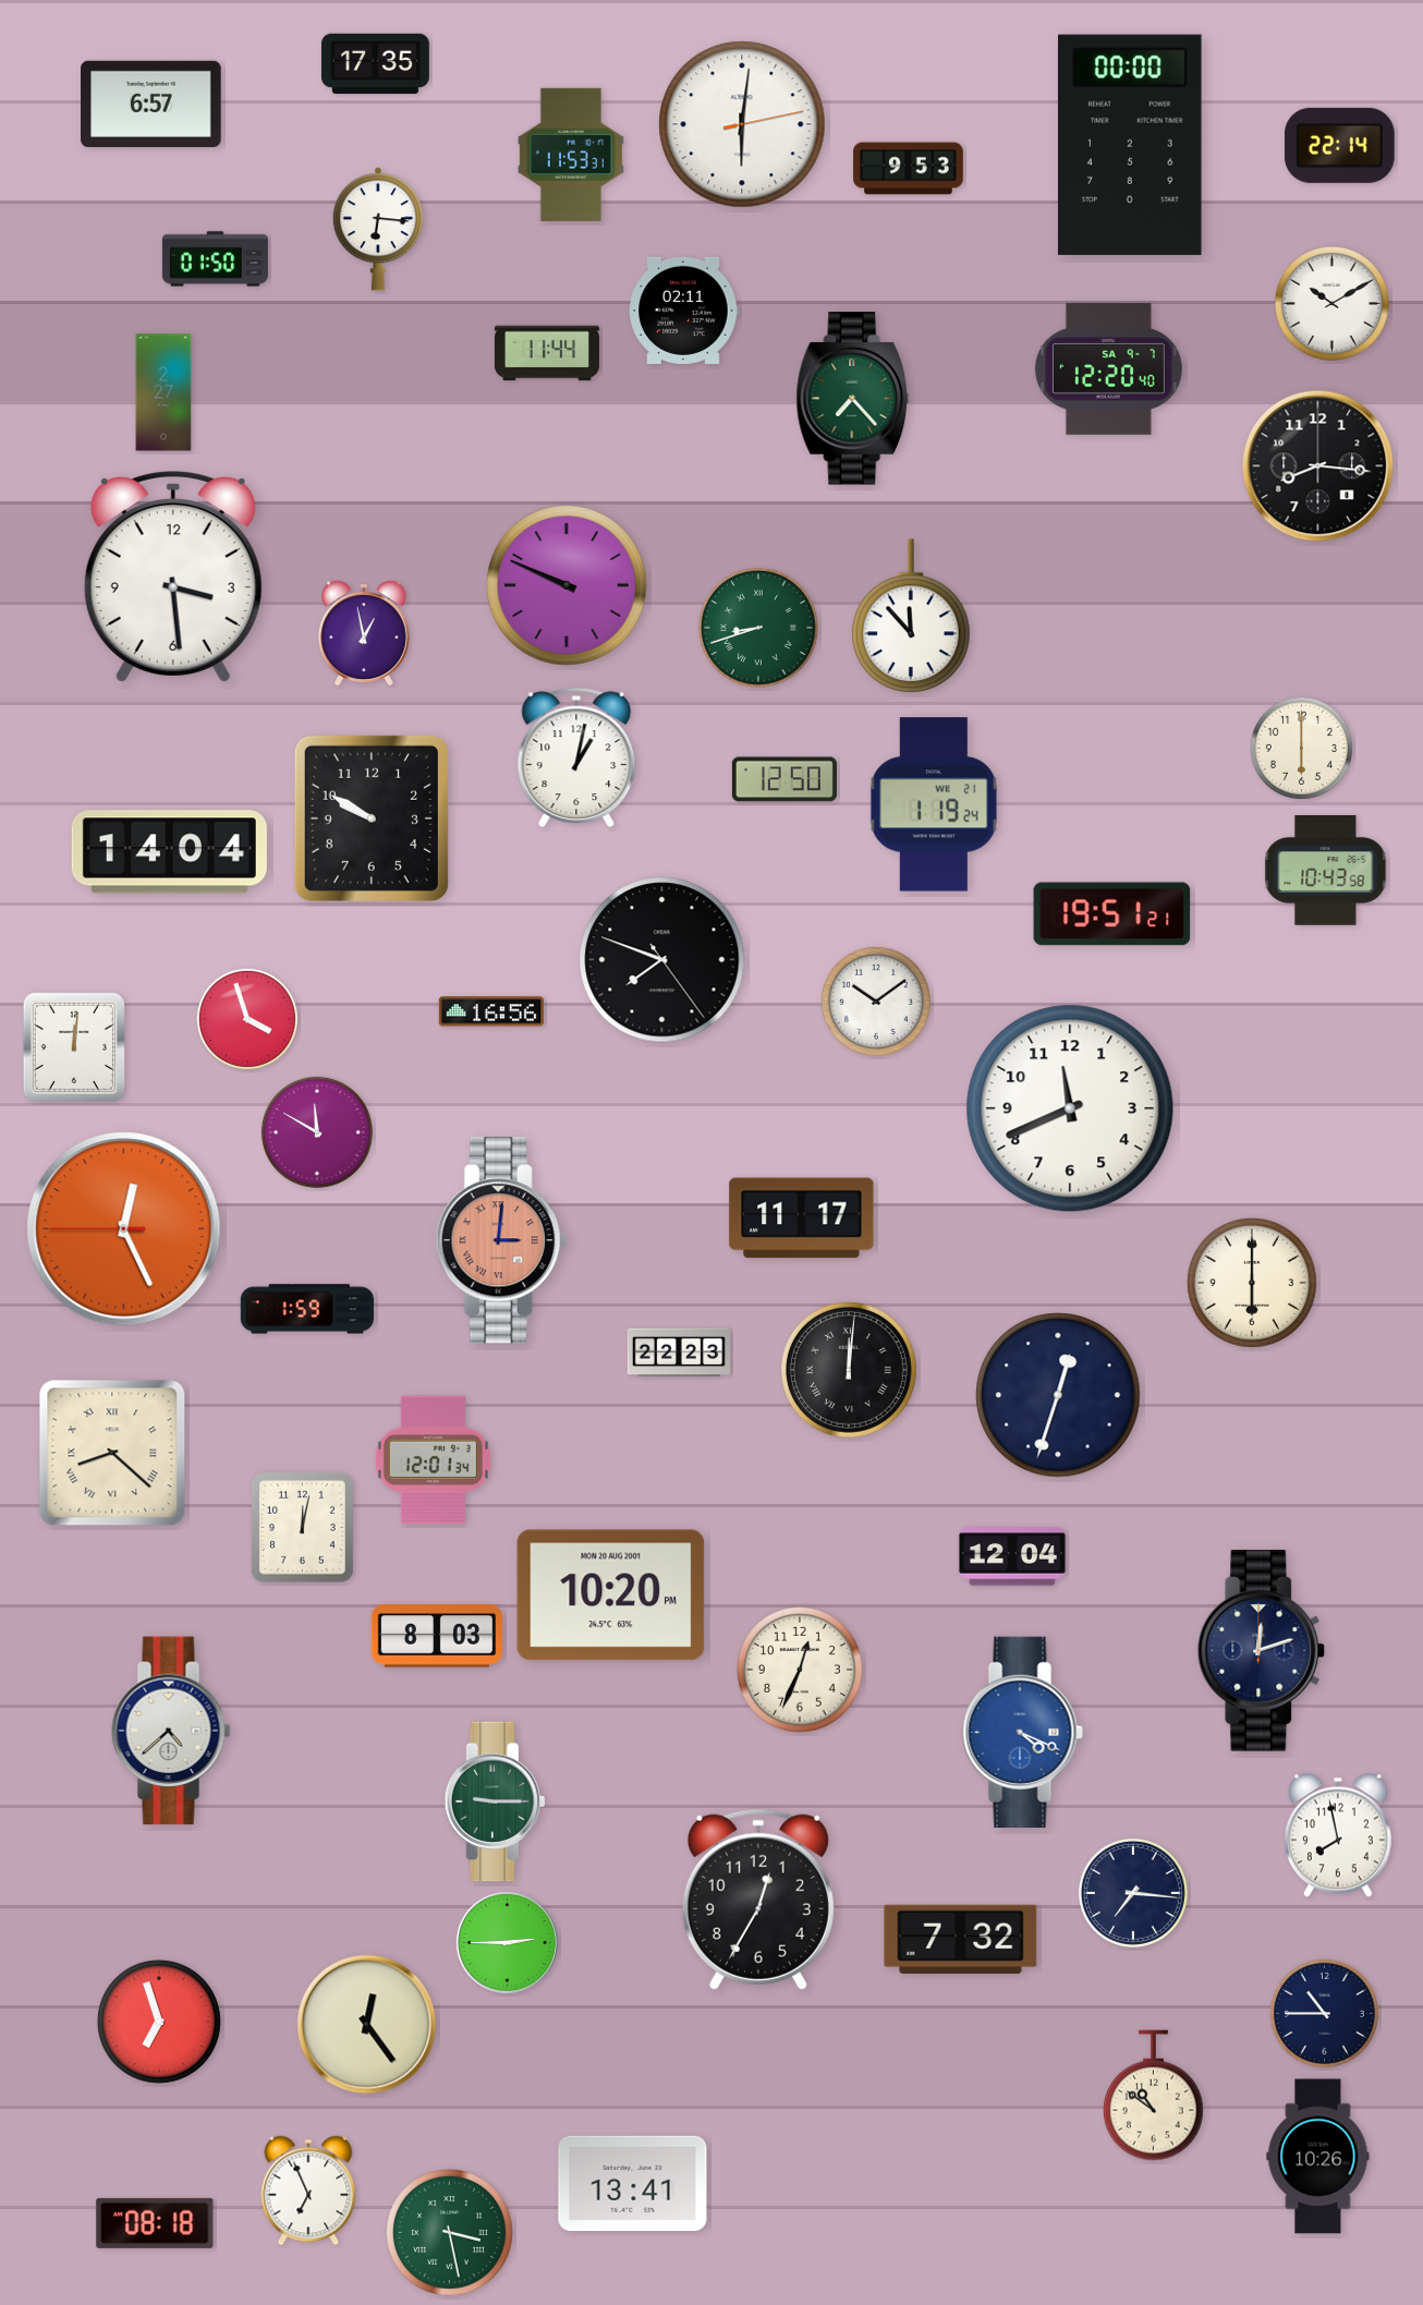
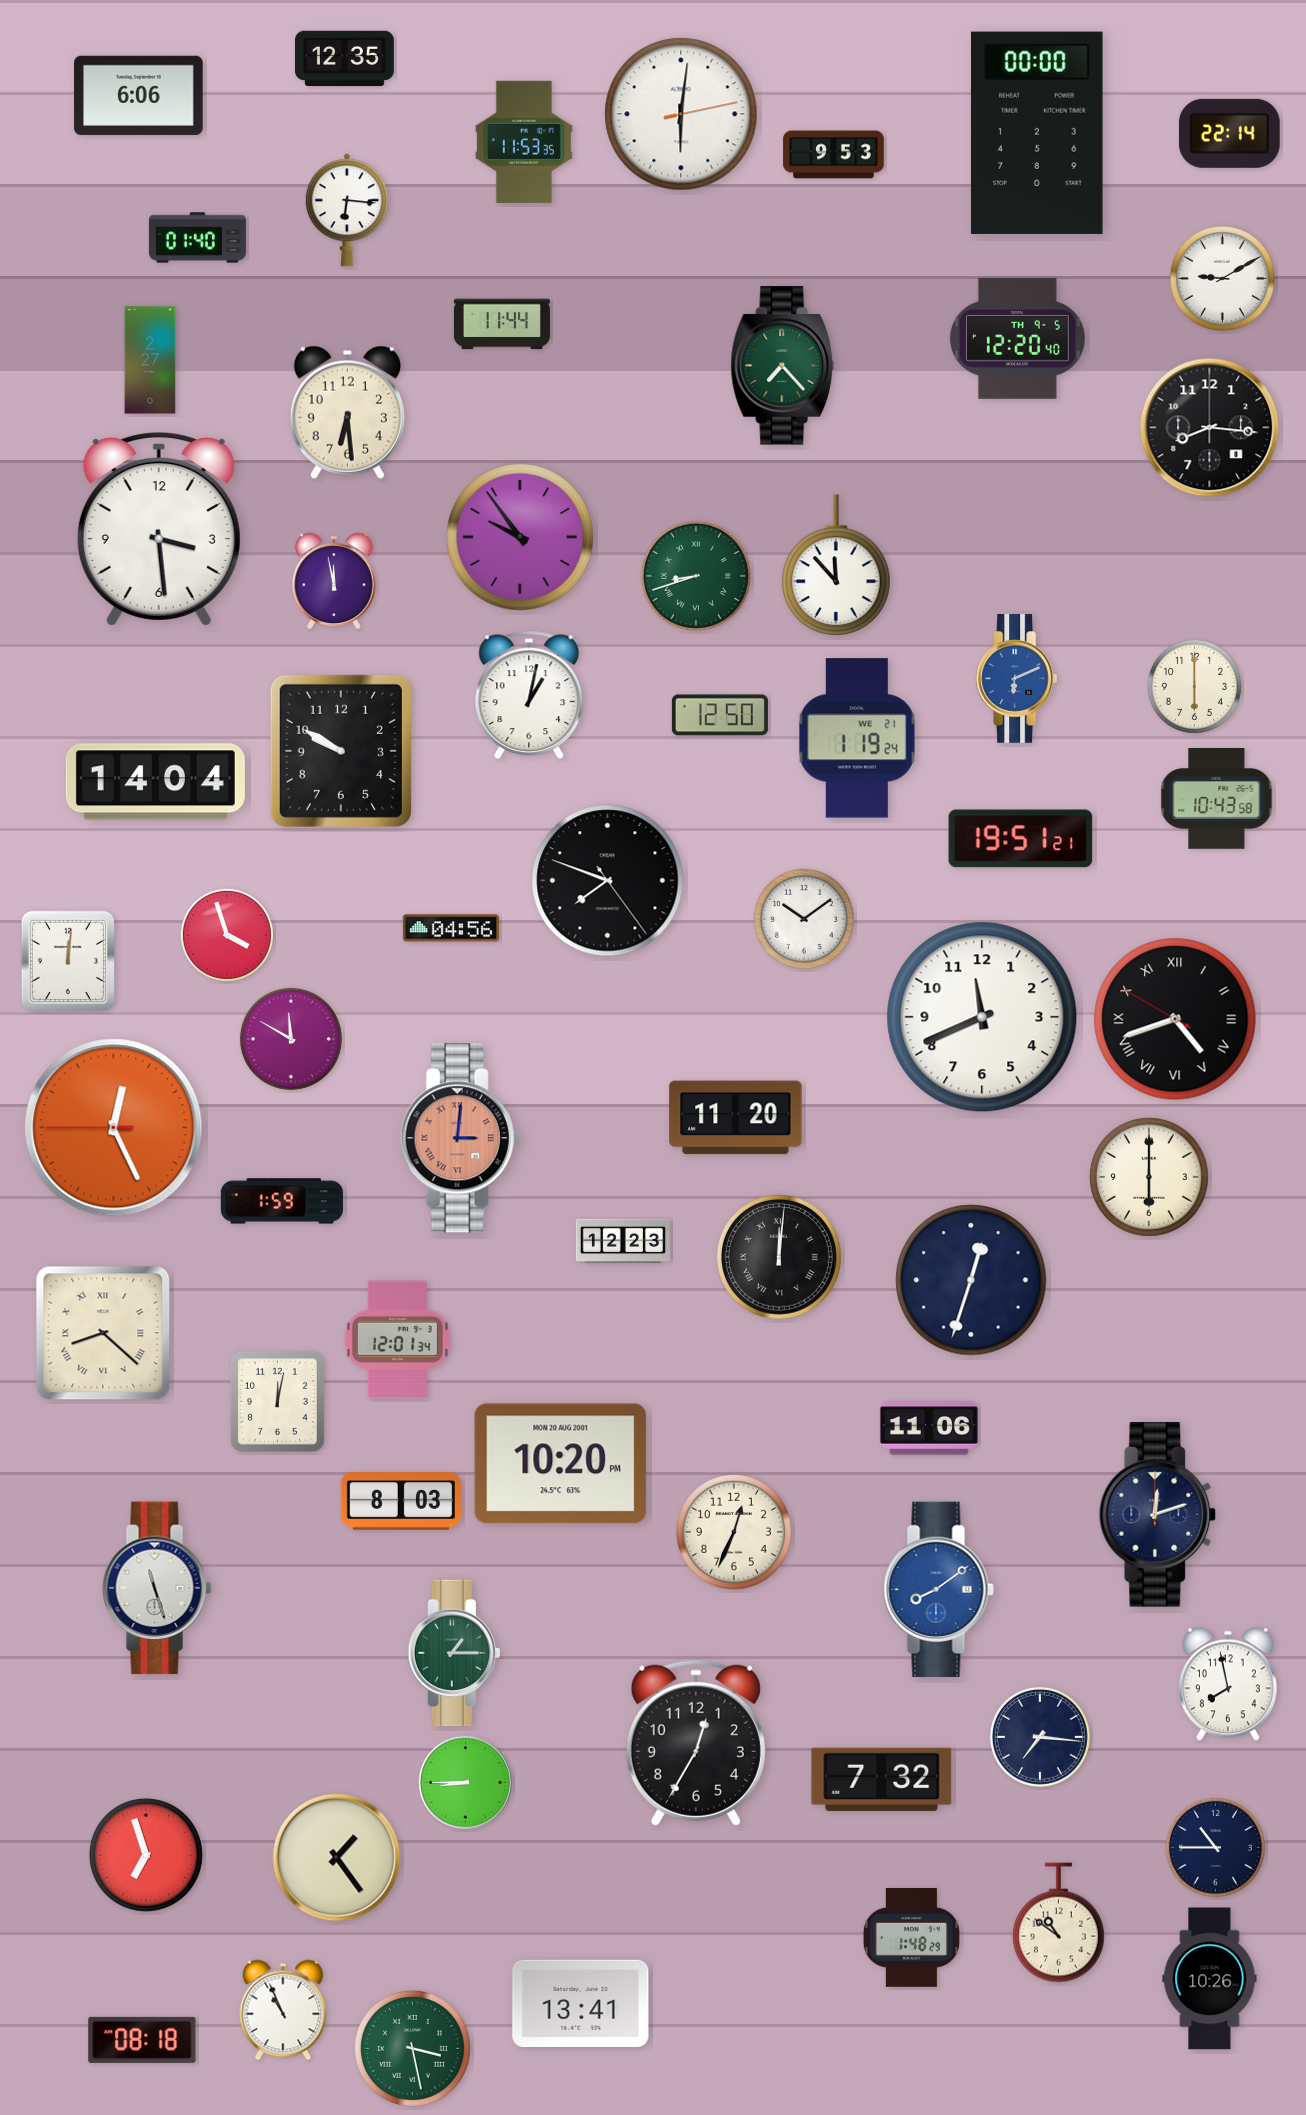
clock at (375, 64): 17:35 -> 12:35
clock at (151, 104): 6:57 -> 6:06
clock at (571, 155): 11:53:31 -> 11:53:35
clock at (215, 259): 01:50 -> 01:40
clock at (1331, 303): 10:10 -> 9:10
clock at (683, 311): 02:11 -> none
clock at (1108, 368) date: SA 9-7 -> TH 9-5
clock at (347, 412): none -> 6:29
clock at (567, 585): 9:49 -> 9:54
clock at (364, 633): 12:58 -> 11:58
clock at (1016, 679): none -> 6:11
clock at (491, 1011): 16:56 -> 04:56
clock at (1175, 1019): none -> 4:41
clock at (802, 1218): 11:17 -> 11:20
clock at (678, 1352): 22:23 -> 12:23
clock at (1012, 1556): 12:04 -> 11:06
clock at (171, 1731): 4:38 -> 11:27
clock at (1022, 1732): 4:19 -> 8:09
clock at (494, 1801): 9:15 -> 1:15
clock at (507, 1942): 2:45 -> 8:45
clock at (367, 2025): 12:24 -> 1:24
clock at (911, 1937): none -> 1:48
clock at (308, 2191): 6:56 -> 10:56
